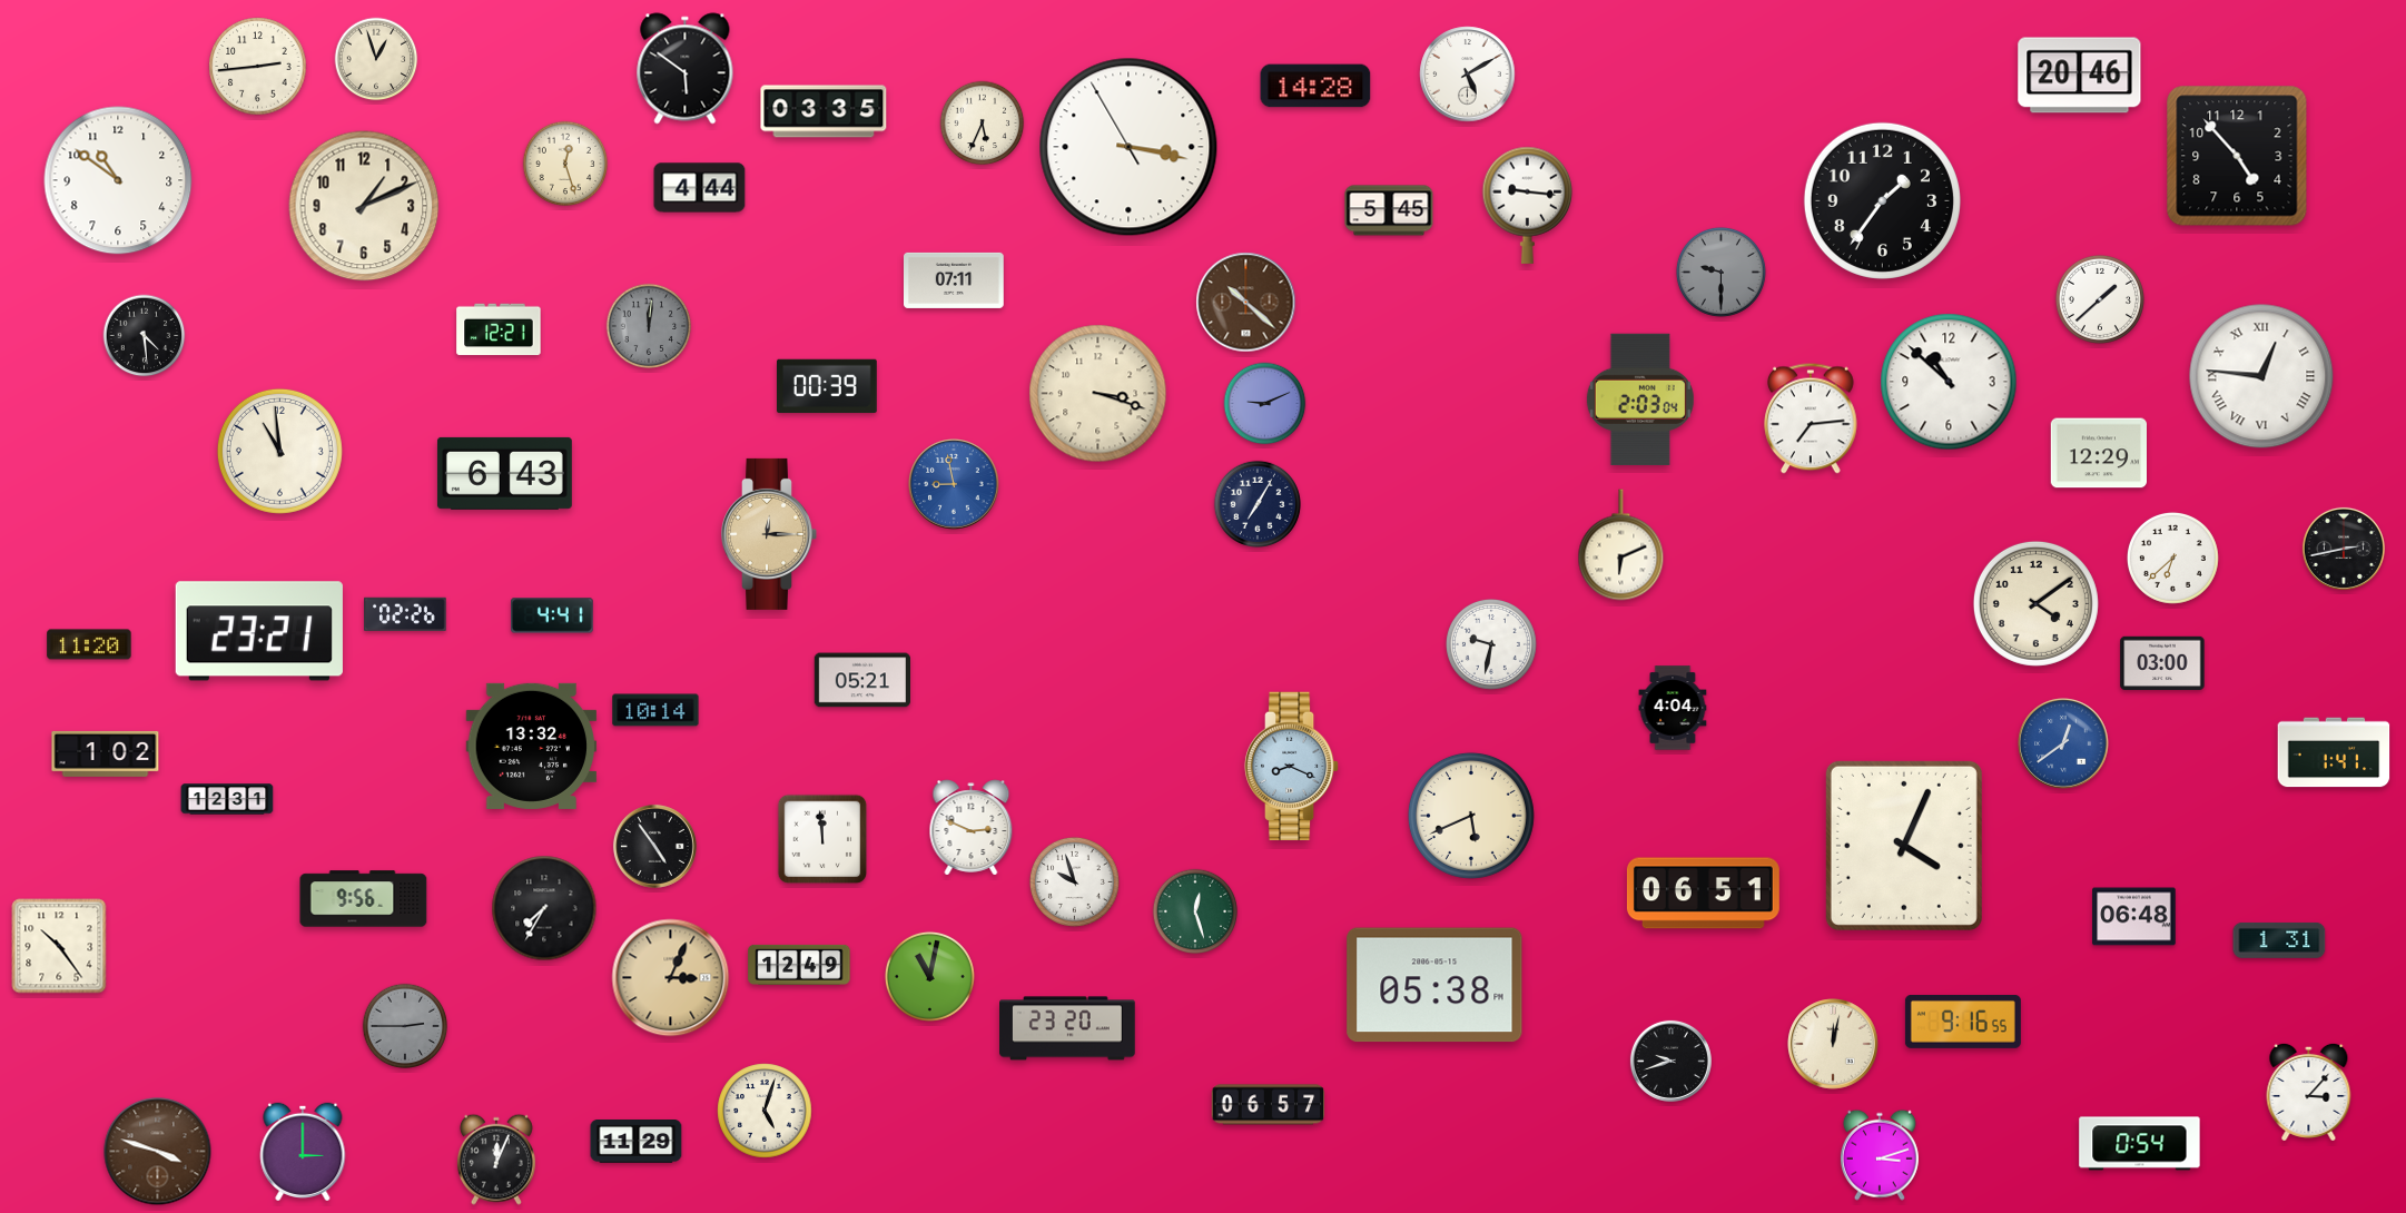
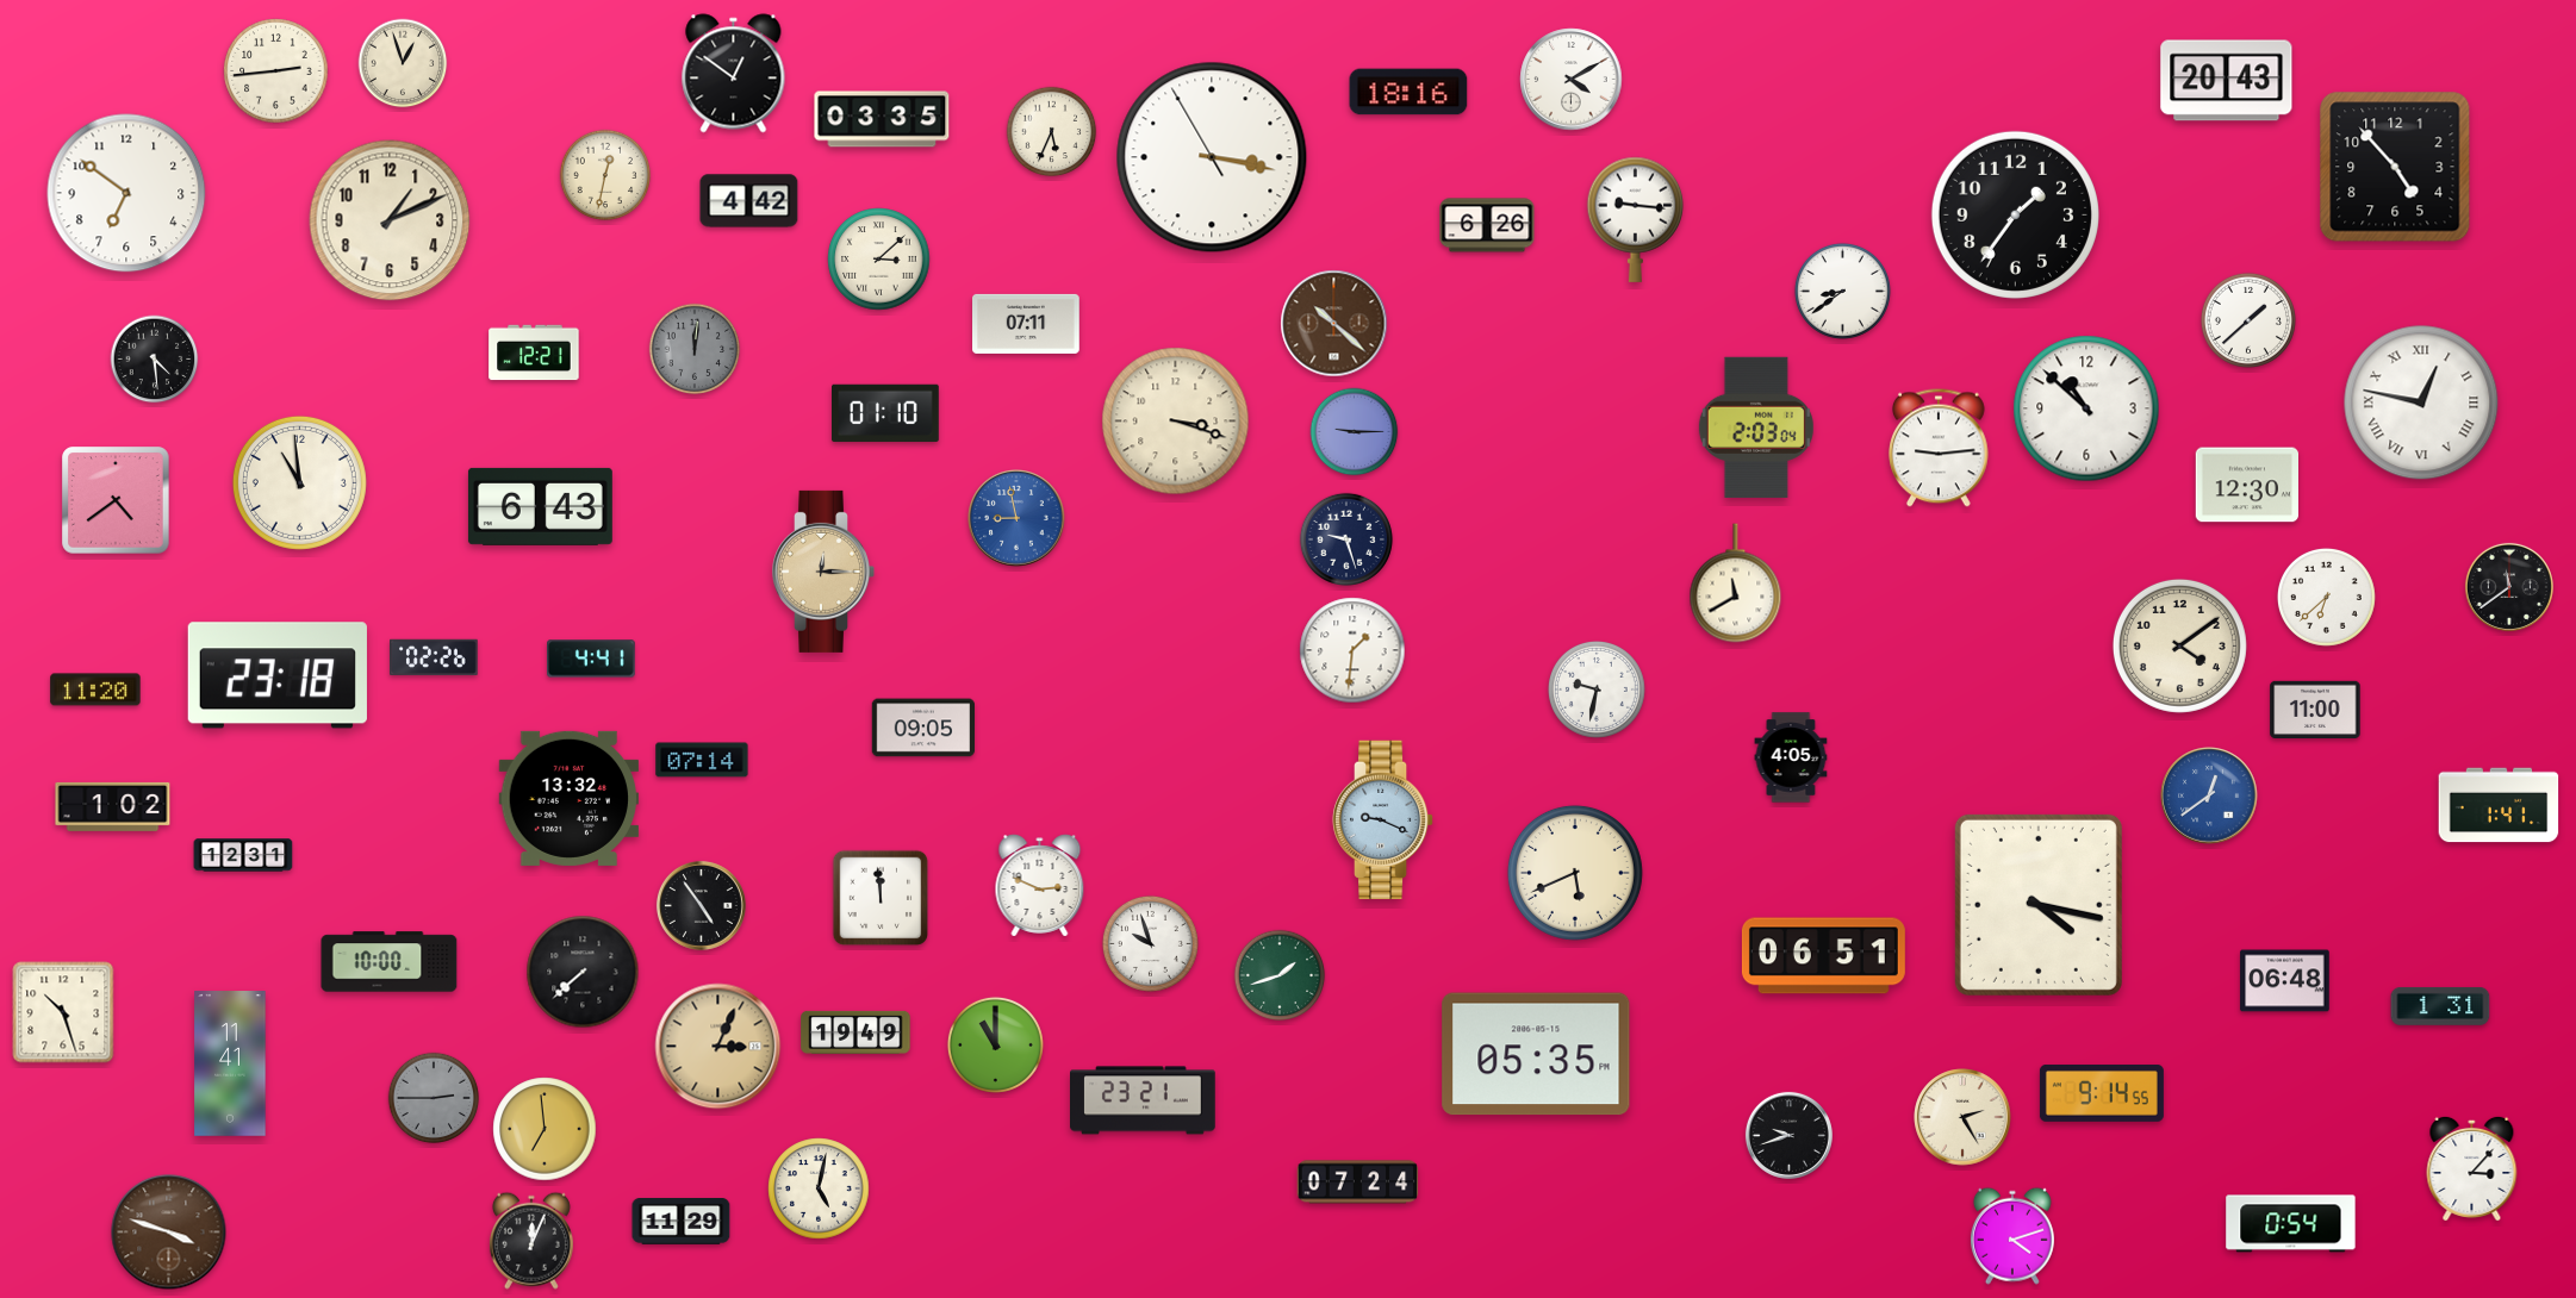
clock at (686, 69): 5:51 -> 12:51
clock at (1468, 75): 5:10 -> 4:10
clock at (2080, 76): 20:46 -> 20:43
clock at (1315, 86): 14:28 -> 18:16
clock at (1128, 147) position: (1128, 147) -> (1212, 157)
clock at (565, 164): 12:27 -> 12:32
clock at (118, 180): 10:51 -> 6:51
clock at (700, 188): 4:44 -> 4:42
clock at (1389, 210): 5:45 -> 6:26
clock at (879, 260): none -> 3:08
clock at (1720, 272): 9:30 -> 8:39
clock at (1720, 272) dial: grey -> white
clock at (954, 280) position: (954, 280) -> (1026, 324)
clock at (2261, 376): 12:46 -> 12:47
clock at (828, 386): 00:39 -> 01:10
clock at (1265, 404): 9:11 -> 9:15
clock at (1812, 418): 7:14 -> 9:14
clock at (2098, 453): 12:29 -> 12:30
clock at (116, 500): none -> 4:39
clock at (954, 484) position: (954, 484) -> (1016, 518)
clock at (1256, 503): 7:05 -> 9:27
clock at (1621, 545): 6:11 -> 11:40
clock at (2344, 549): 2:43 -> 11:39
clock at (1352, 650): none -> 1:31
clock at (259, 631): 23:21 -> 23:18
clock at (2162, 662): 03:00 -> 11:00
clock at (861, 680): 05:21 -> 09:05
clock at (1673, 708): 4:04 -> 4:05
clock at (655, 710): 10:14 -> 07:14
clock at (1292, 767): 8:19 -> 9:19
clock at (1904, 846): 4:04 -> 4:17
clock at (364, 899): 9:56 -> 10:00
clock at (544, 908): 7:35 -> 7:38
clock at (1195, 911): 12:27 -> 1:42
clock at (59, 946): 10:24 -> 10:27
clock at (799, 965): 12:49 -> 19:49
clock at (929, 976): 11:02 -> 11:00
clock at (1434, 985): 05:38 -> 05:35
clock at (230, 1063): none -> 11:41
clock at (1963, 1023): 9:16 -> 9:14
clock at (1068, 1028): 23:20 -> 23:21
clock at (1833, 1044): 12:02 -> 2:25
clock at (545, 1129): none -> 6:59
clock at (1269, 1105): 06:57 -> 07:24
clock at (765, 1111): 5:03 -> 5:02
clock at (303, 1151): 3:00 -> none
clock at (1880, 1155): 3:12 -> 4:12
